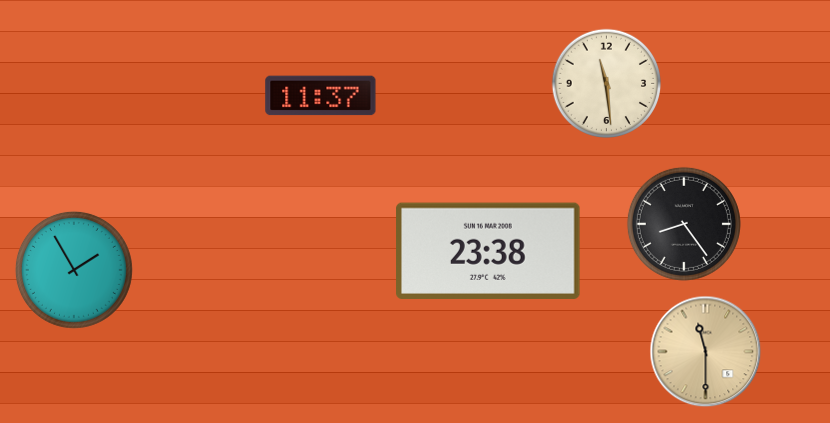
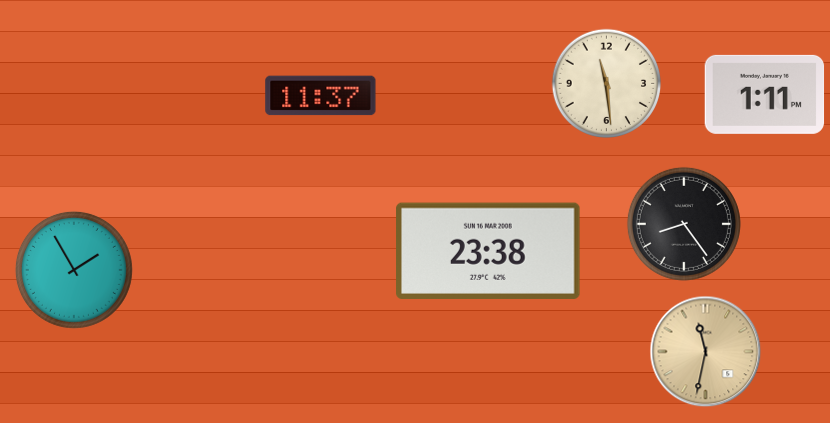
clock at (765, 94): none -> 1:11
clock at (706, 352): 11:30 -> 11:32
